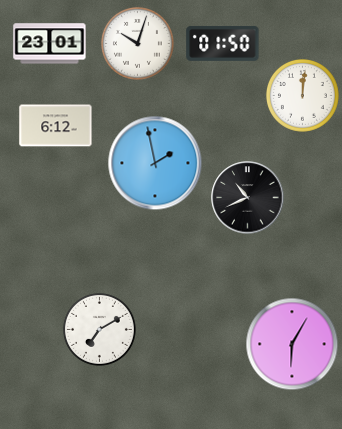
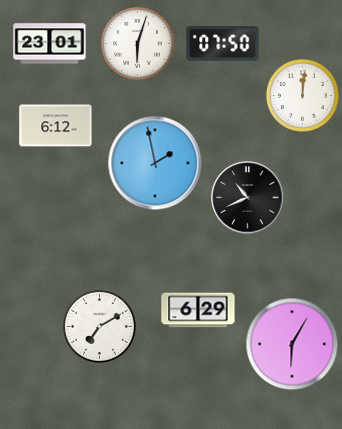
clock at (137, 43): 10:03 -> 6:03
clock at (223, 43): 01:50 -> 07:50
clock at (198, 310): none -> 6:29
clock at (99, 329) position: (99, 329) -> (99, 326)
